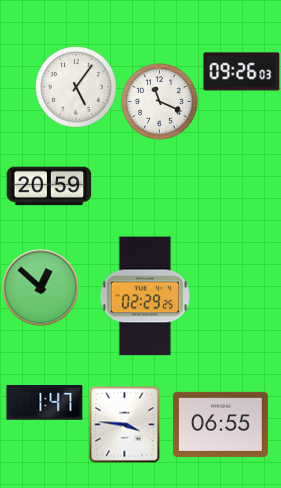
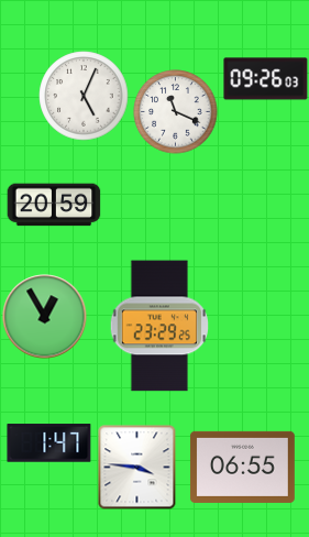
clock at (76, 87): 5:06 -> 5:04
clock at (41, 288): 12:52 -> 12:55
clock at (145, 296): 02:29 -> 23:29
